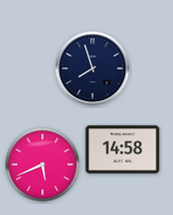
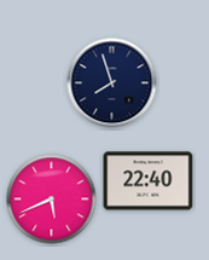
clock at (123, 150): 14:58 -> 22:40
